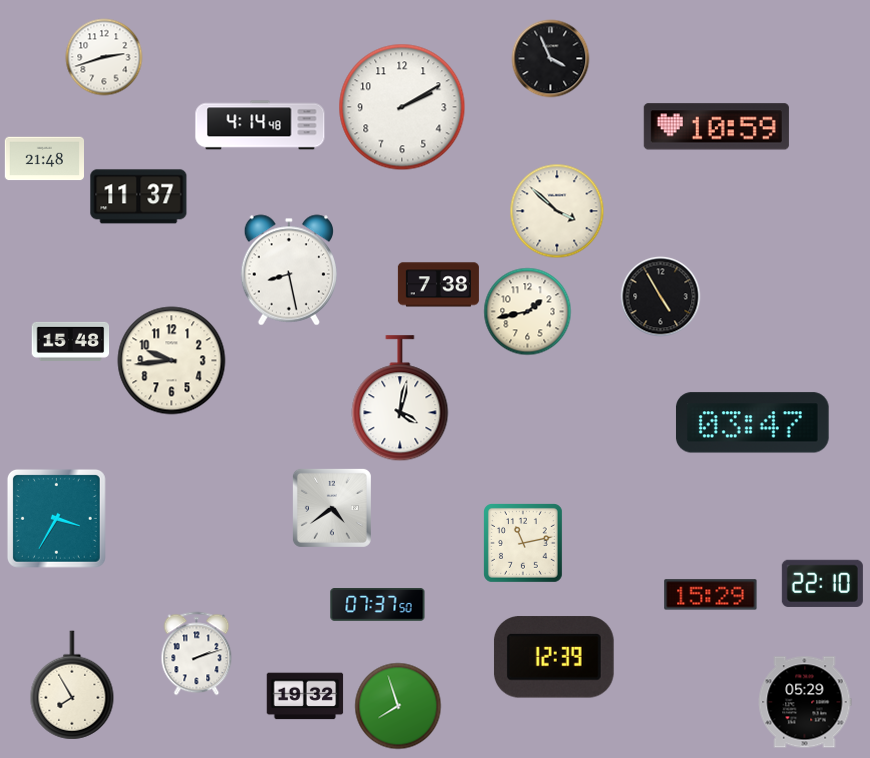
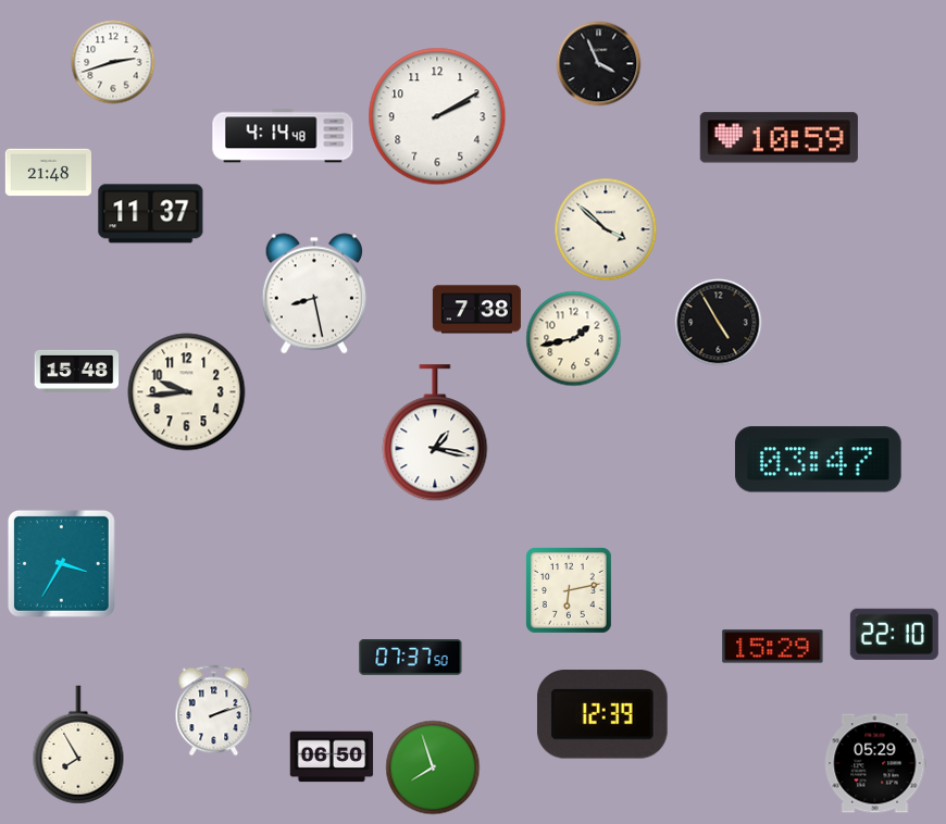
clock at (400, 399): 4:02 -> 1:17
clock at (332, 508): 4:39 -> none
clock at (524, 544): 11:13 -> 6:13
clock at (305, 696): 19:32 -> 06:50
